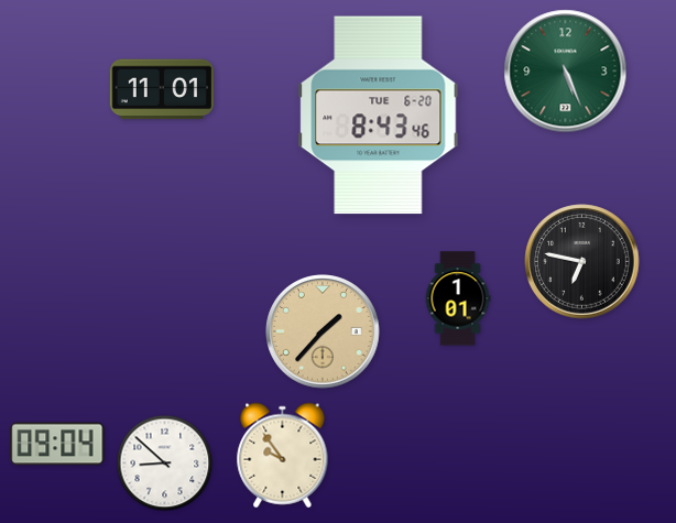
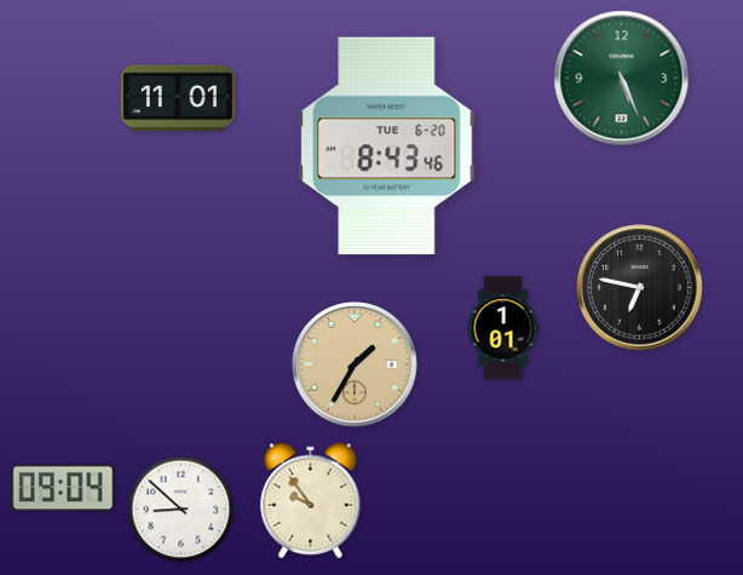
clock at (379, 116) position: (379, 116) -> (387, 146)
clock at (323, 331): 1:37 -> 1:35
